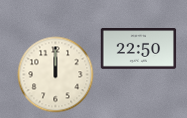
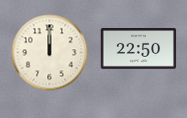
clock at (56, 75) position: (56, 75) -> (50, 53)
